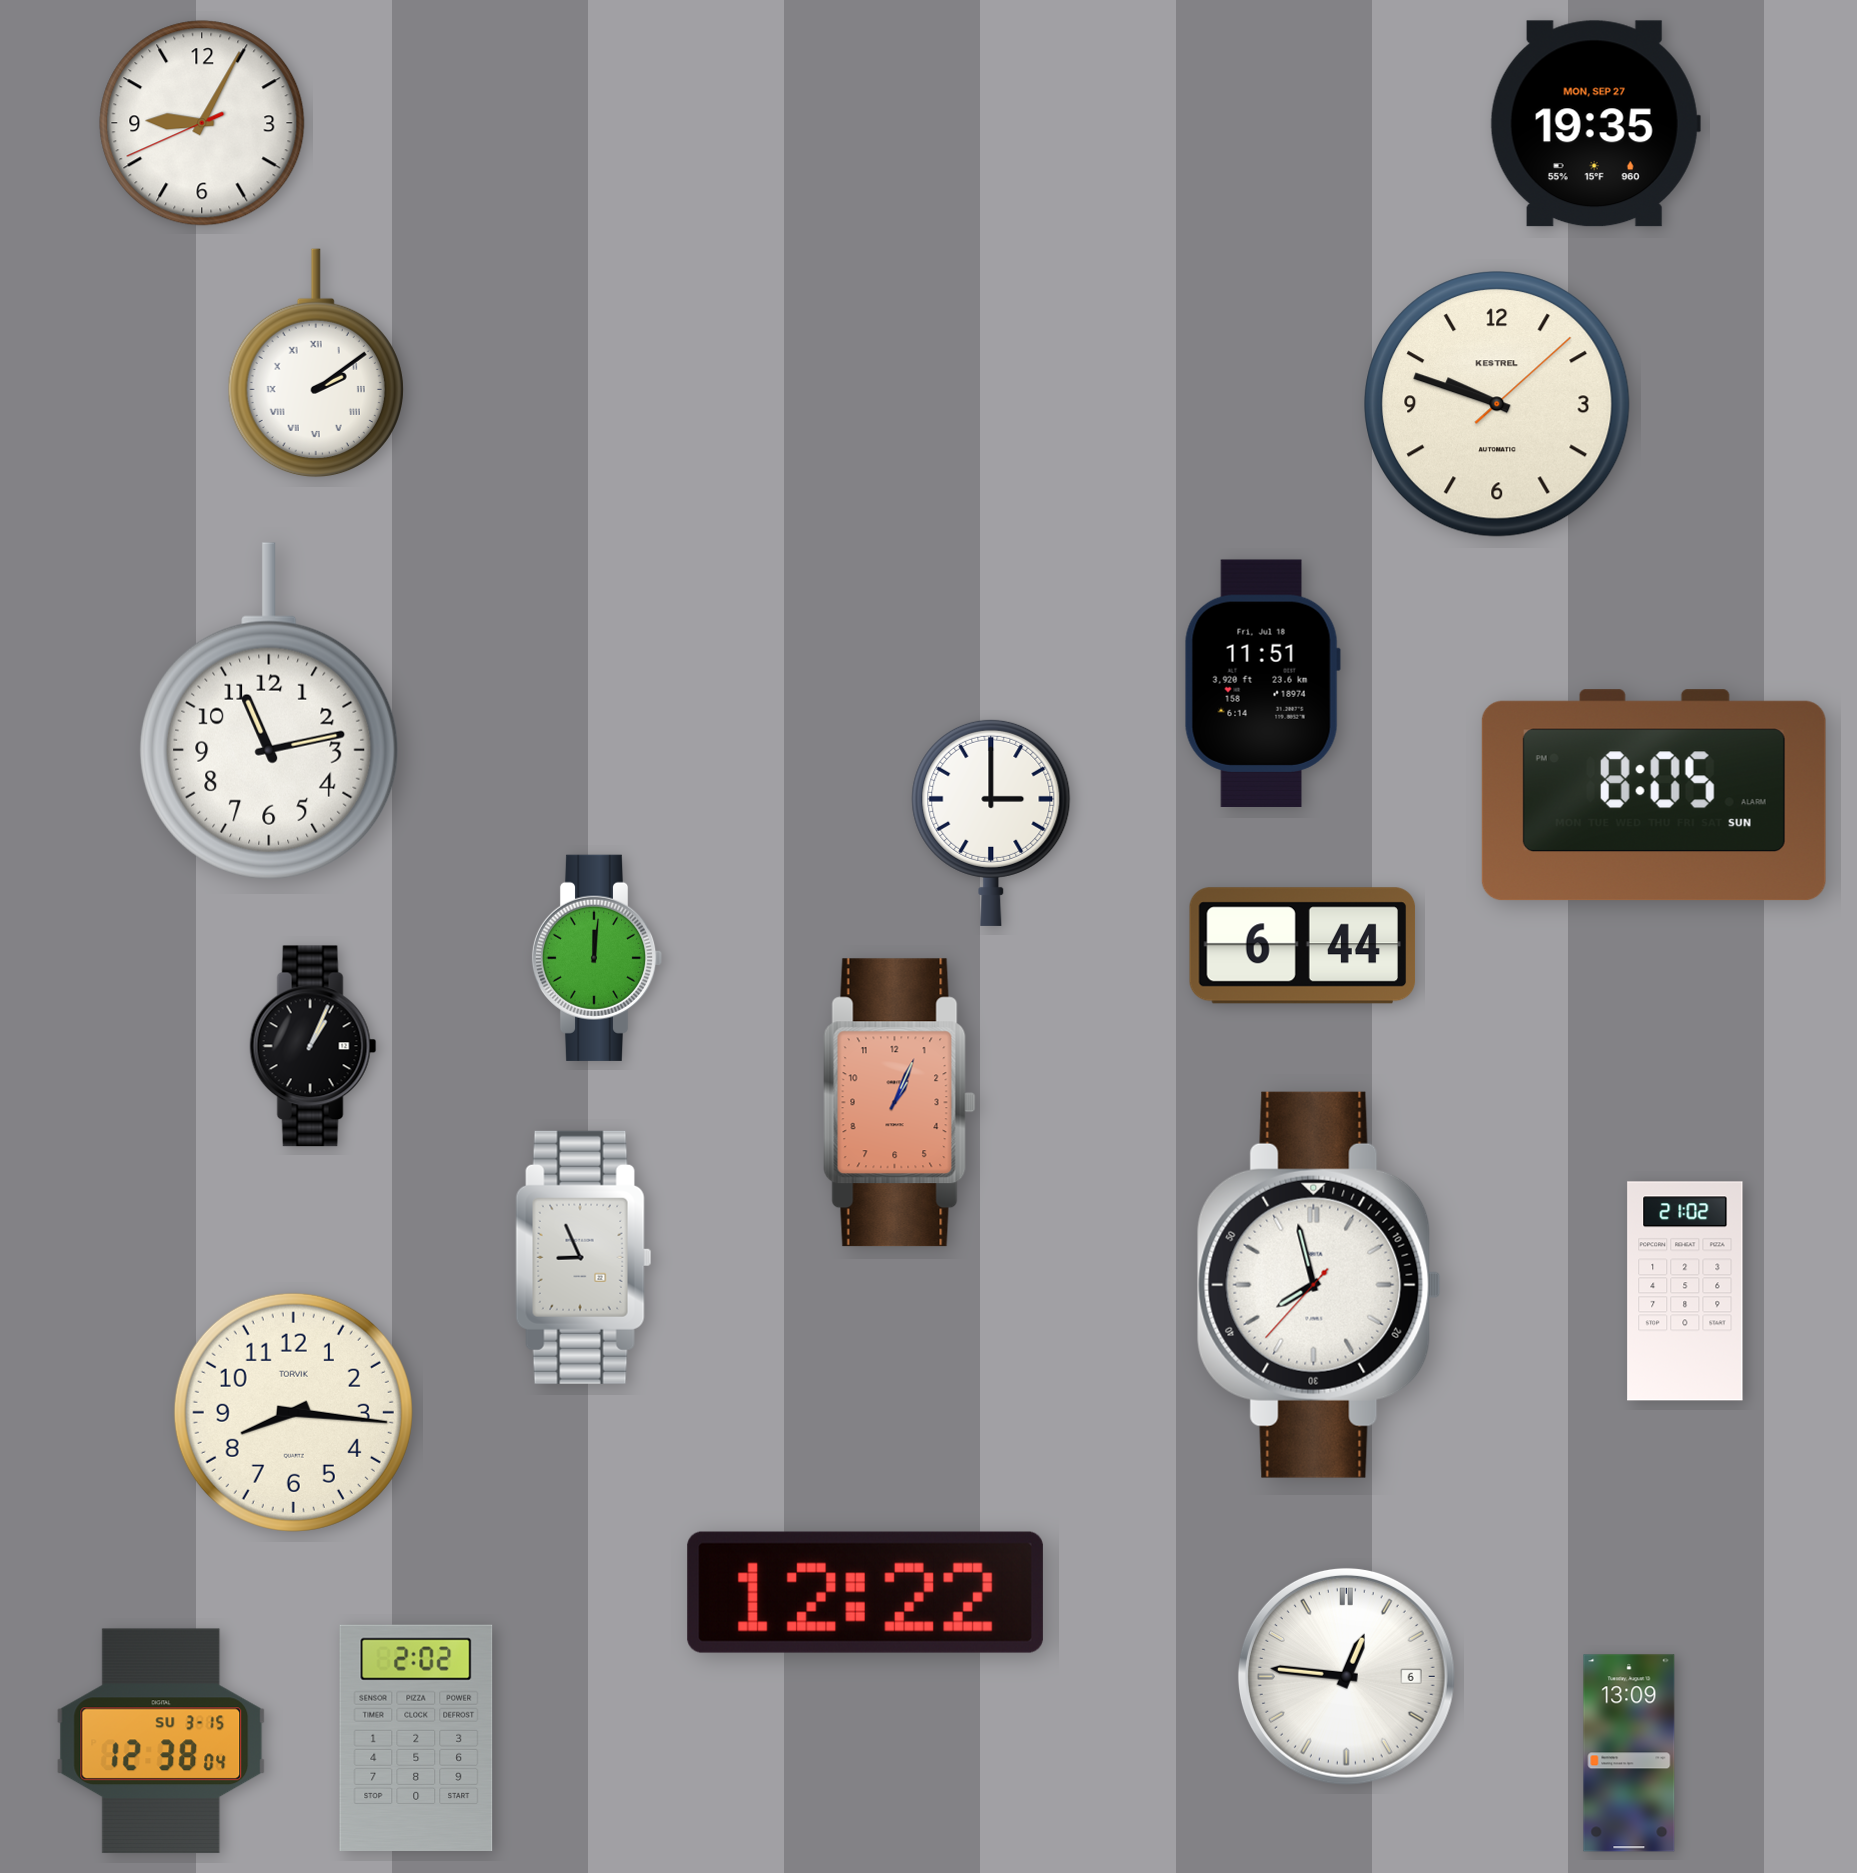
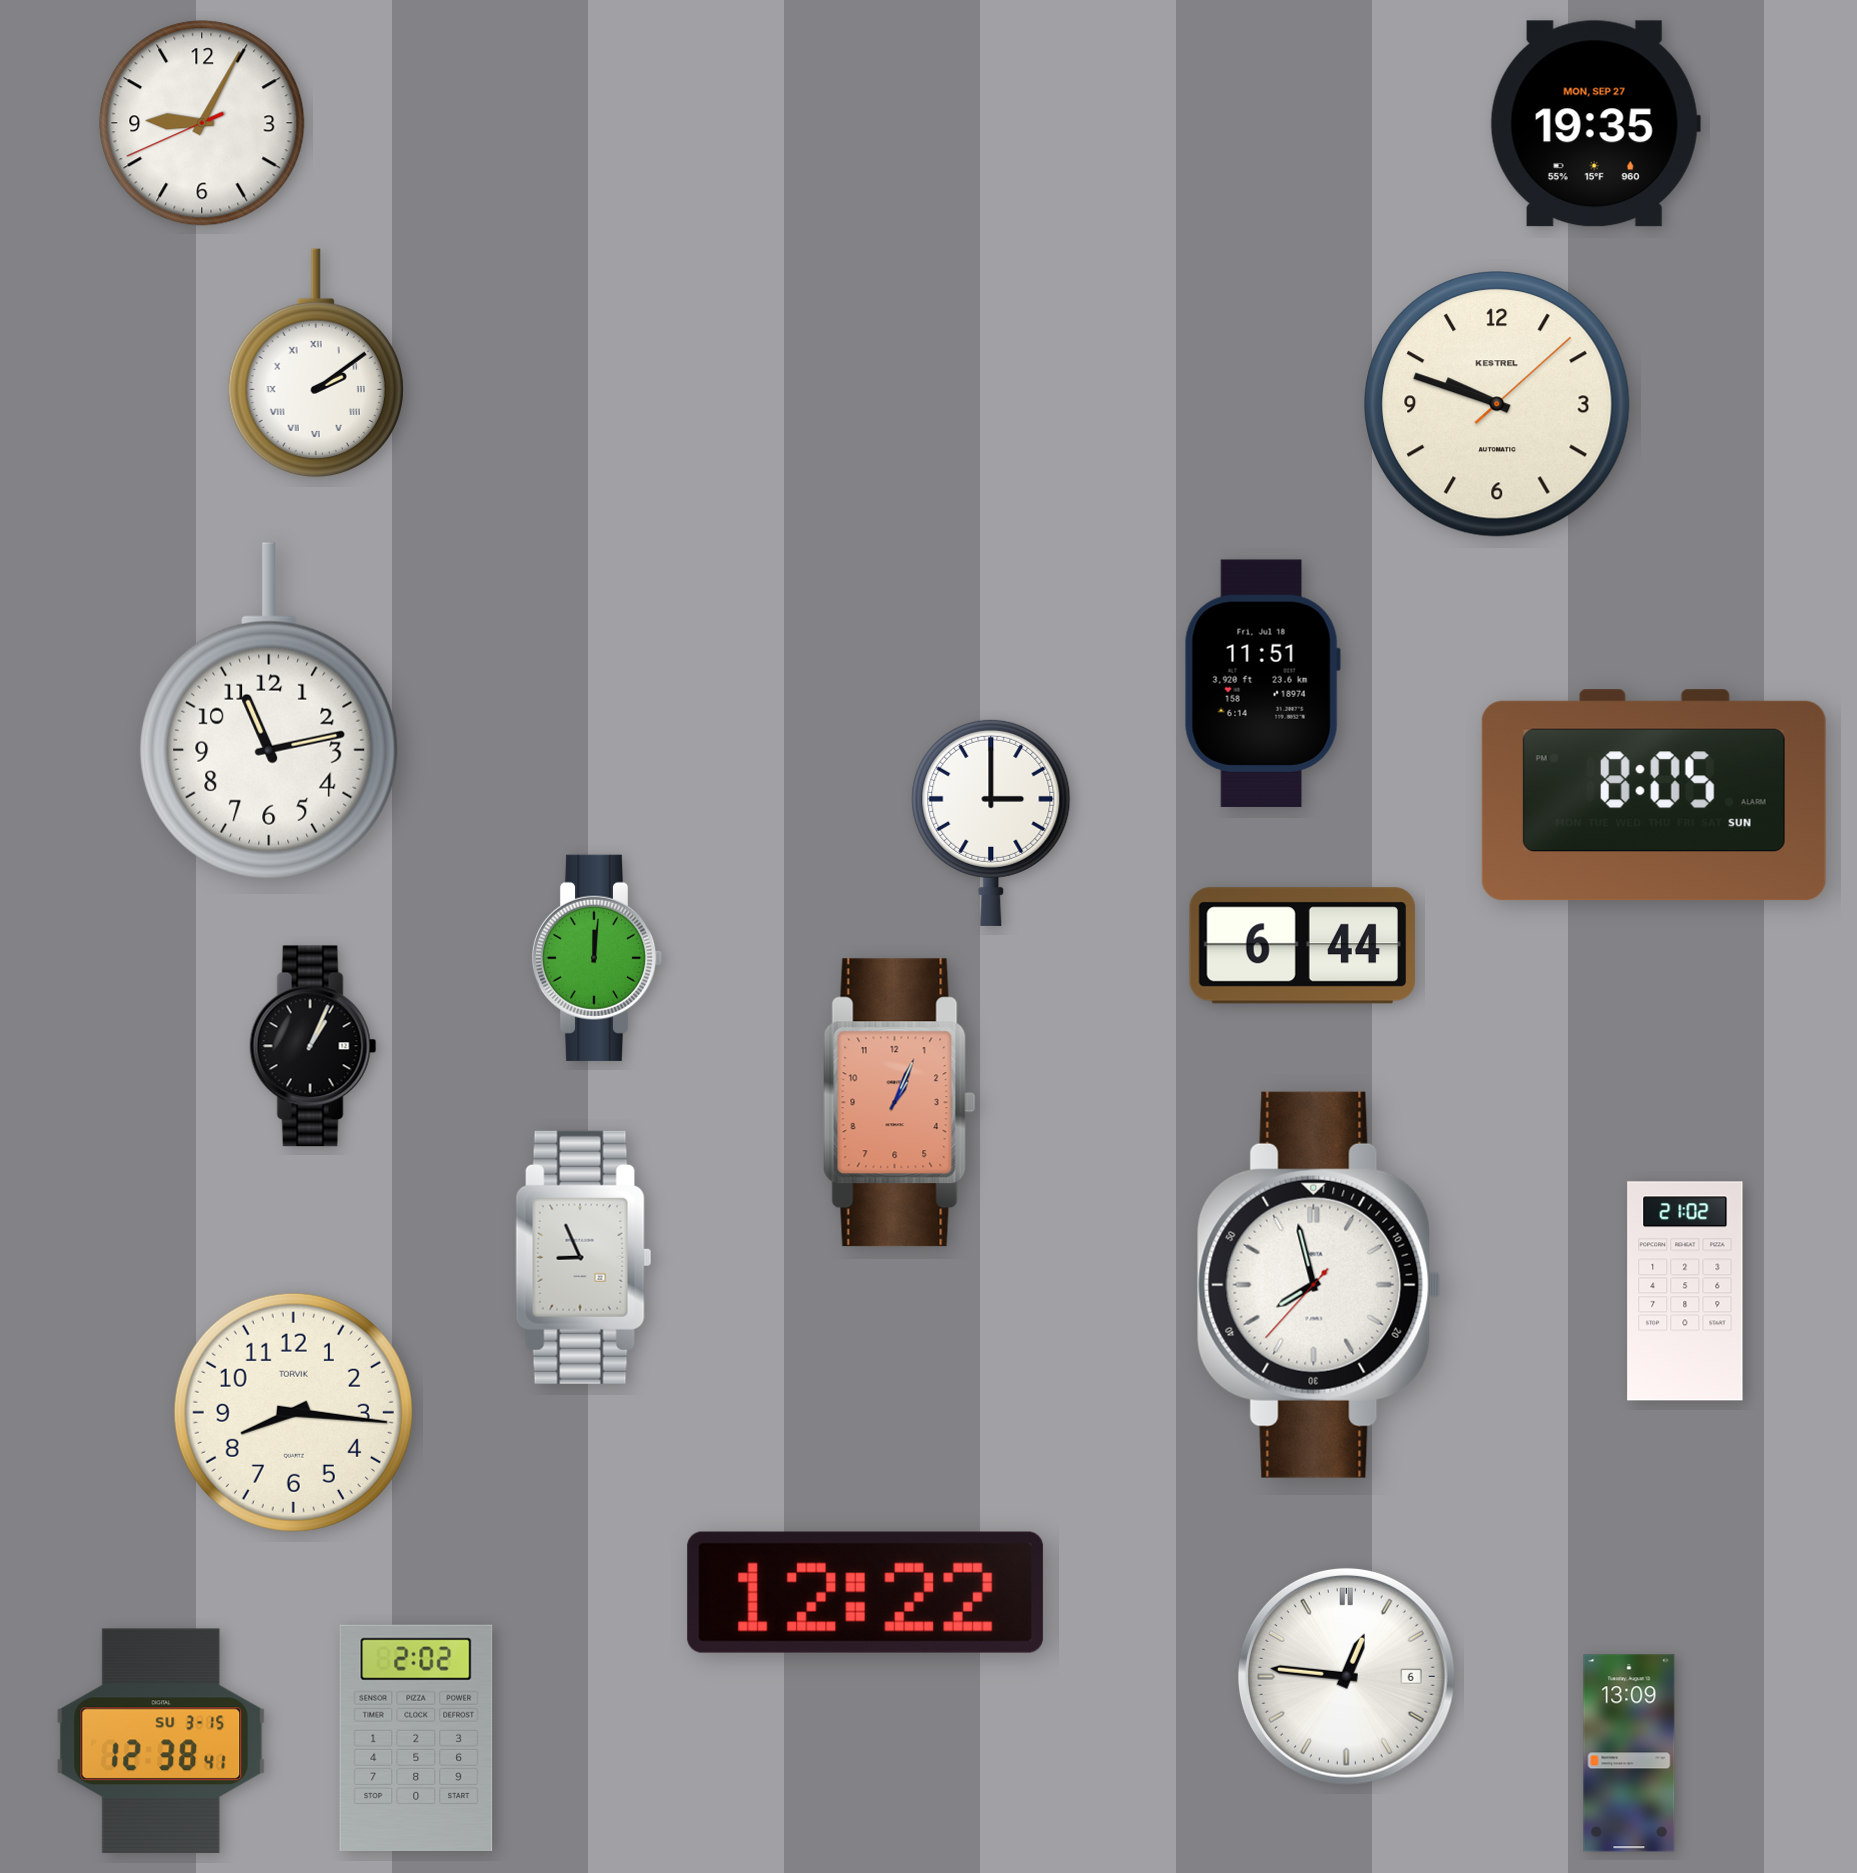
clock at (161, 1741): 12:38:04 -> 12:38:41
